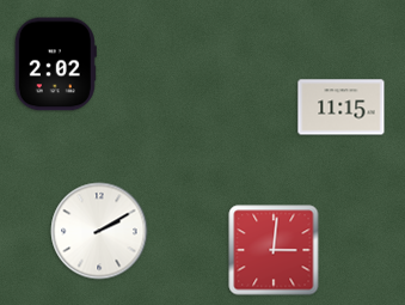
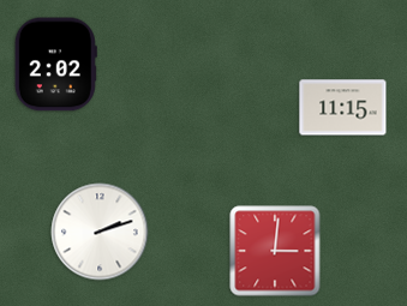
clock at (99, 231): 2:10 -> 2:12
